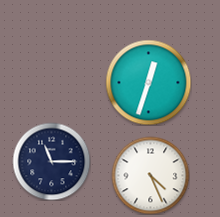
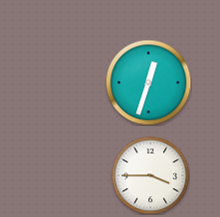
clock at (51, 161): 11:15 -> none
clock at (150, 175): 4:26 -> 3:45
